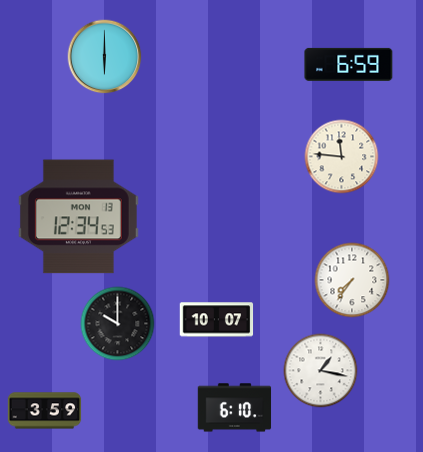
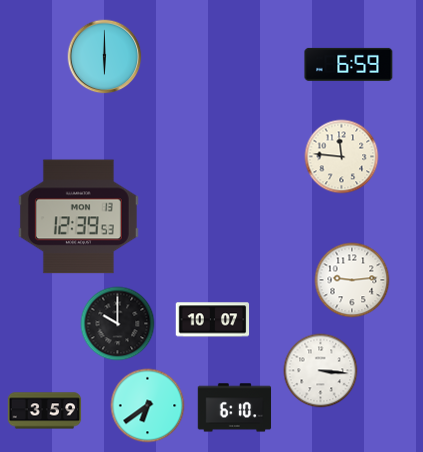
clock at (78, 217): 12:34 -> 12:39
clock at (352, 280): 7:36 -> 9:14
clock at (217, 320) position: (217, 320) -> (213, 320)
clock at (321, 371): 1:17 -> 3:16
clock at (148, 406): none -> 6:39
